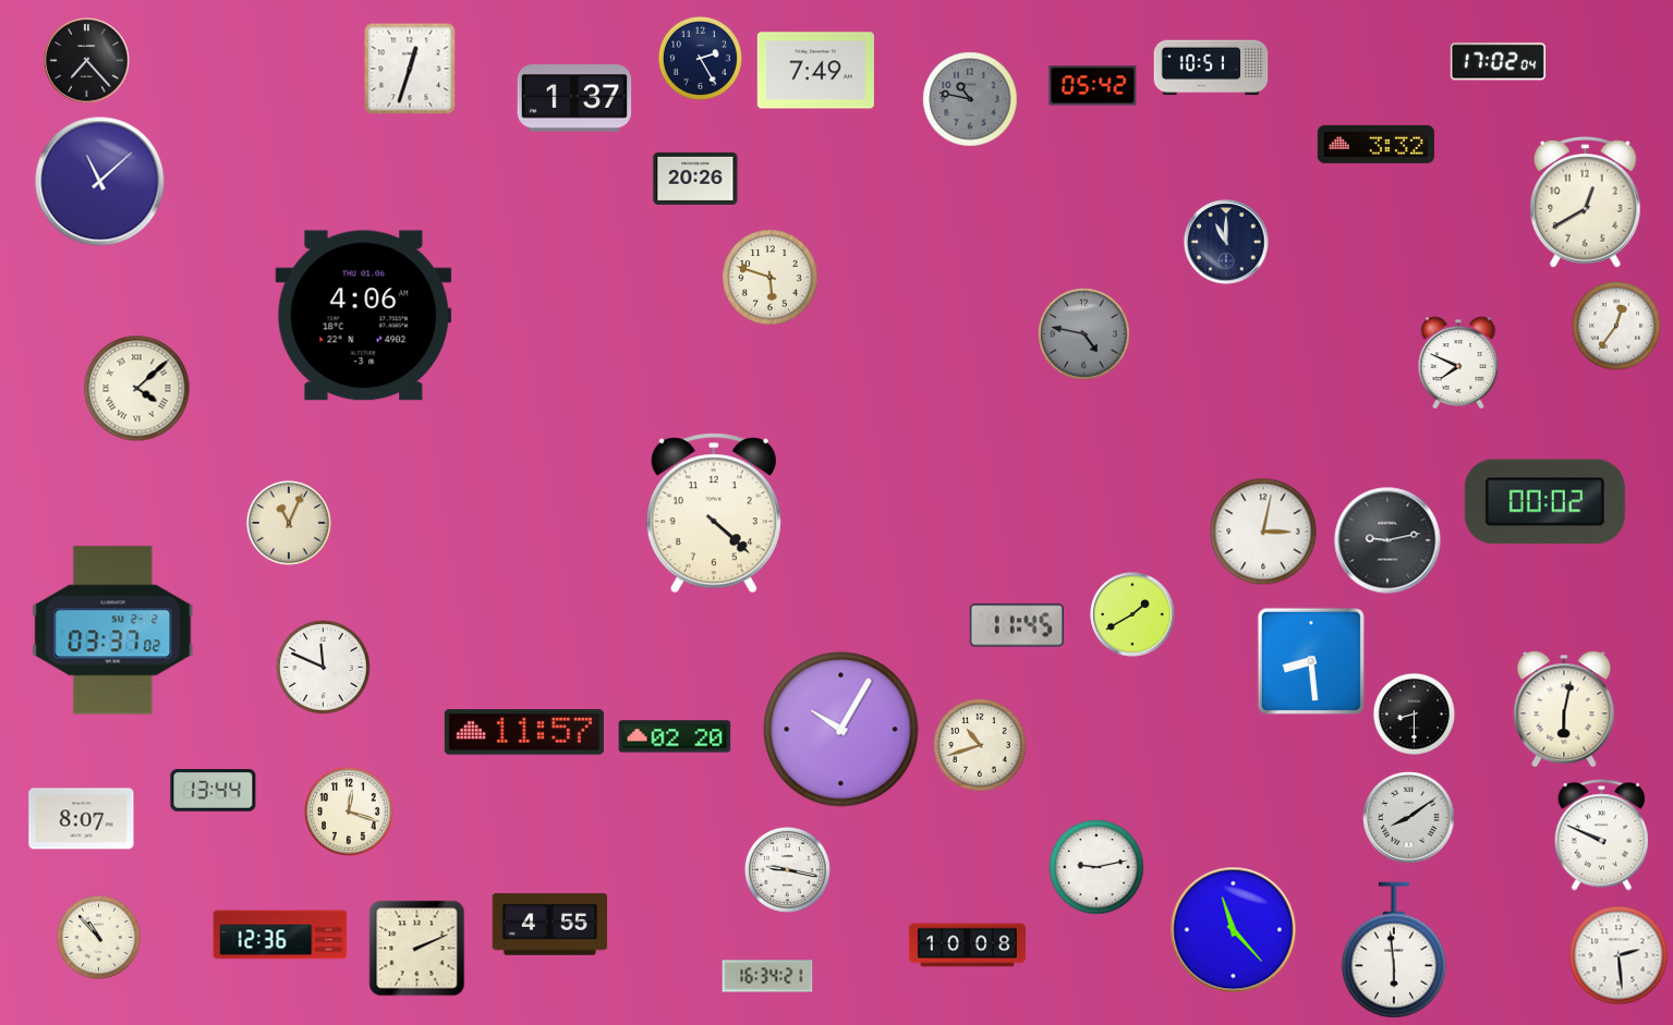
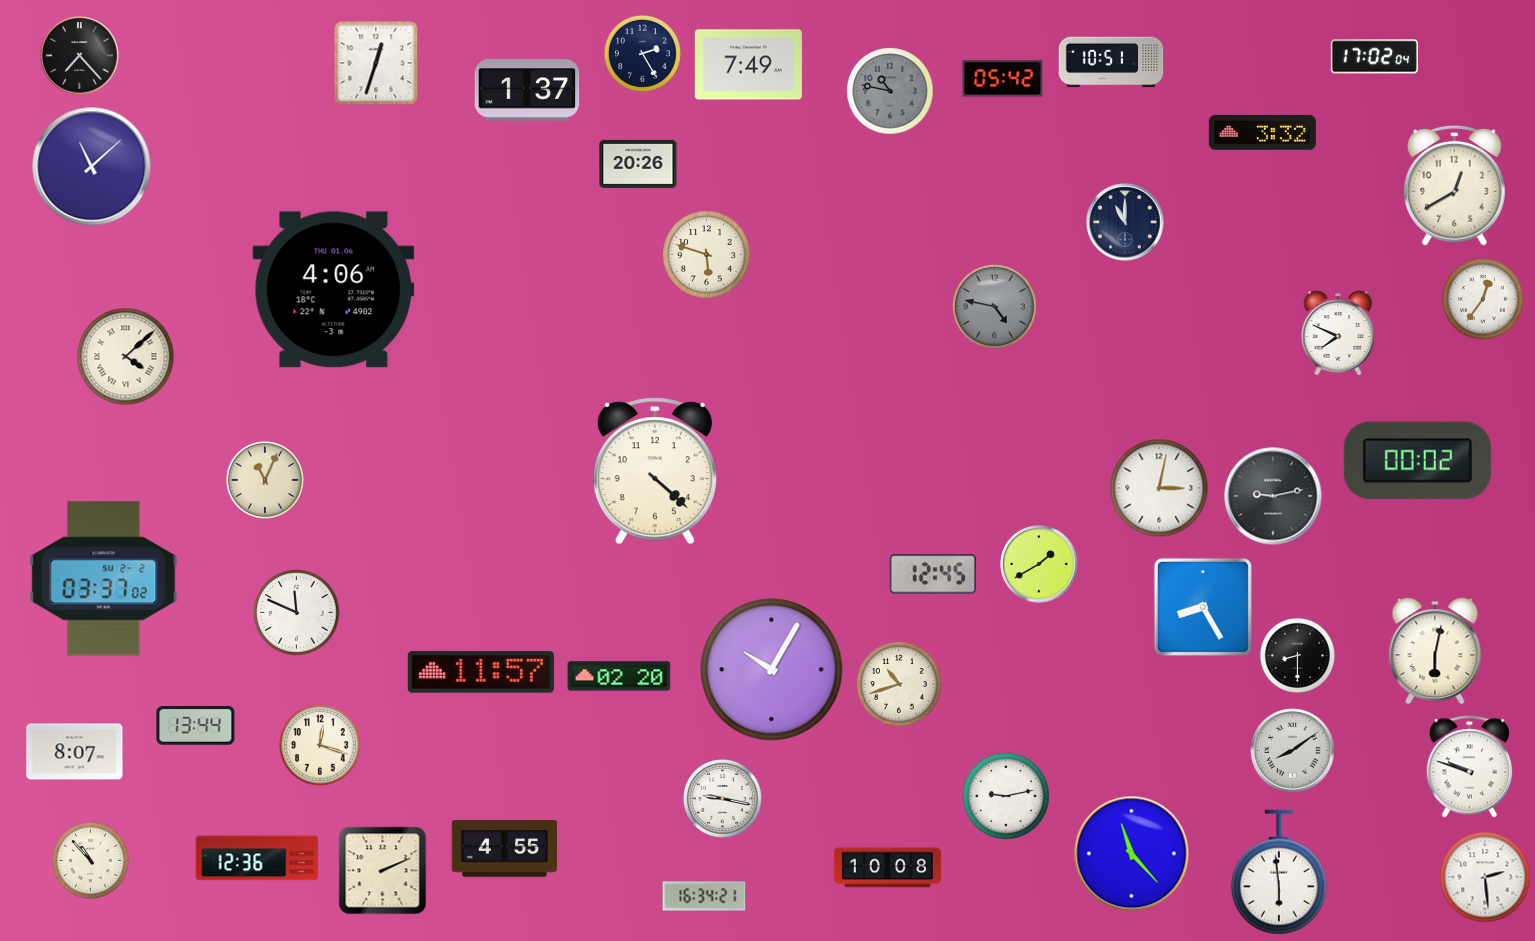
clock at (1017, 625): 11:45 -> 12:45
clock at (1311, 661): 8:29 -> 8:25
clock at (1602, 835): 9:49 -> 9:48
